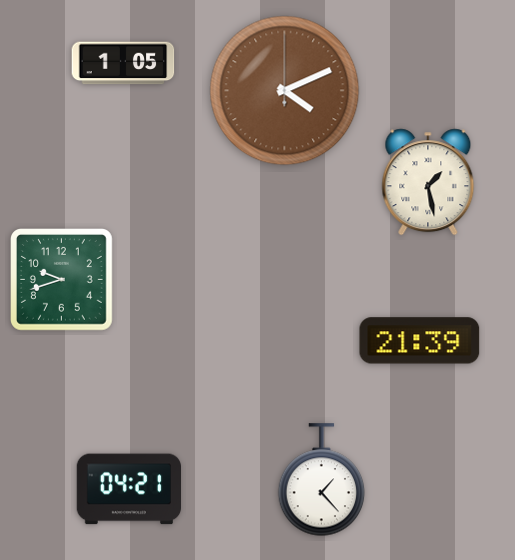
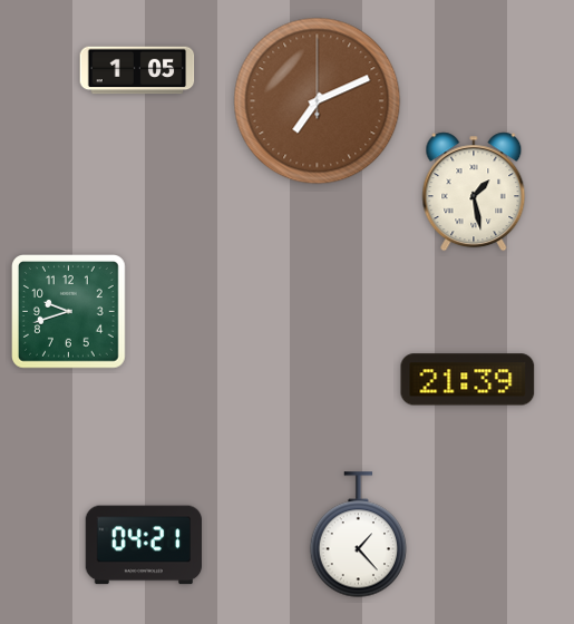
clock at (285, 91): 4:11 -> 7:11
clock at (428, 182) position: (428, 182) -> (474, 192)
